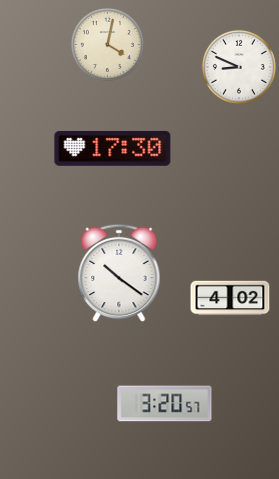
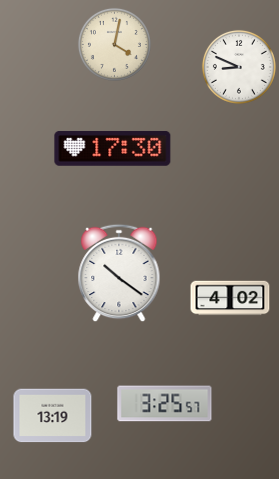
clock at (107, 44) position: (107, 44) -> (114, 44)
clock at (165, 404): 3:20 -> 3:25
clock at (53, 416): none -> 13:19
